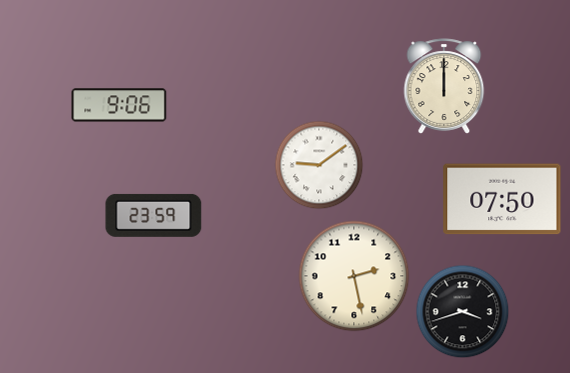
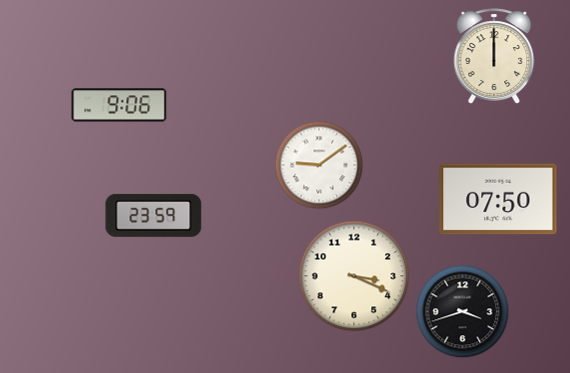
clock at (444, 86) position: (444, 86) -> (494, 56)
clock at (502, 199) position: (502, 199) -> (498, 199)
clock at (354, 276): 2:28 -> 3:19
